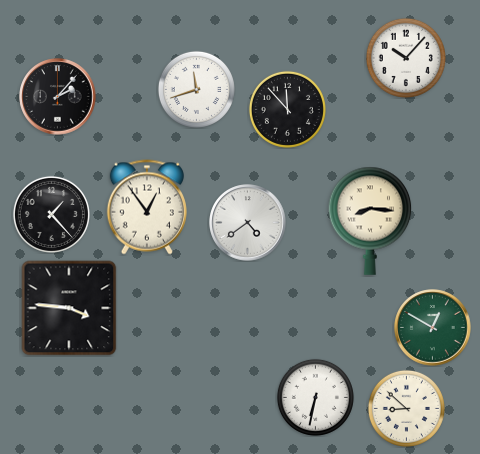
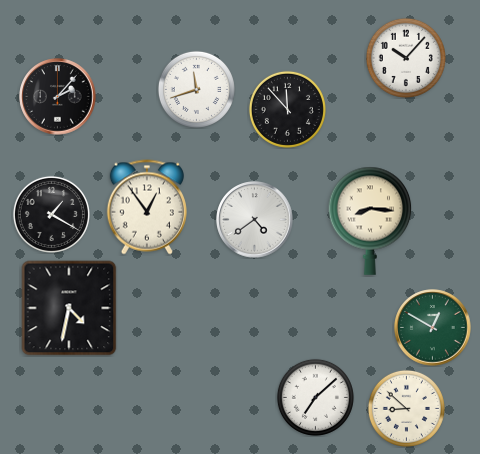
clock at (51, 214): 1:23 -> 1:20
clock at (248, 223) position: (248, 223) -> (255, 220)
clock at (69, 308): 3:46 -> 4:32
clock at (315, 397): 6:32 -> 7:08
